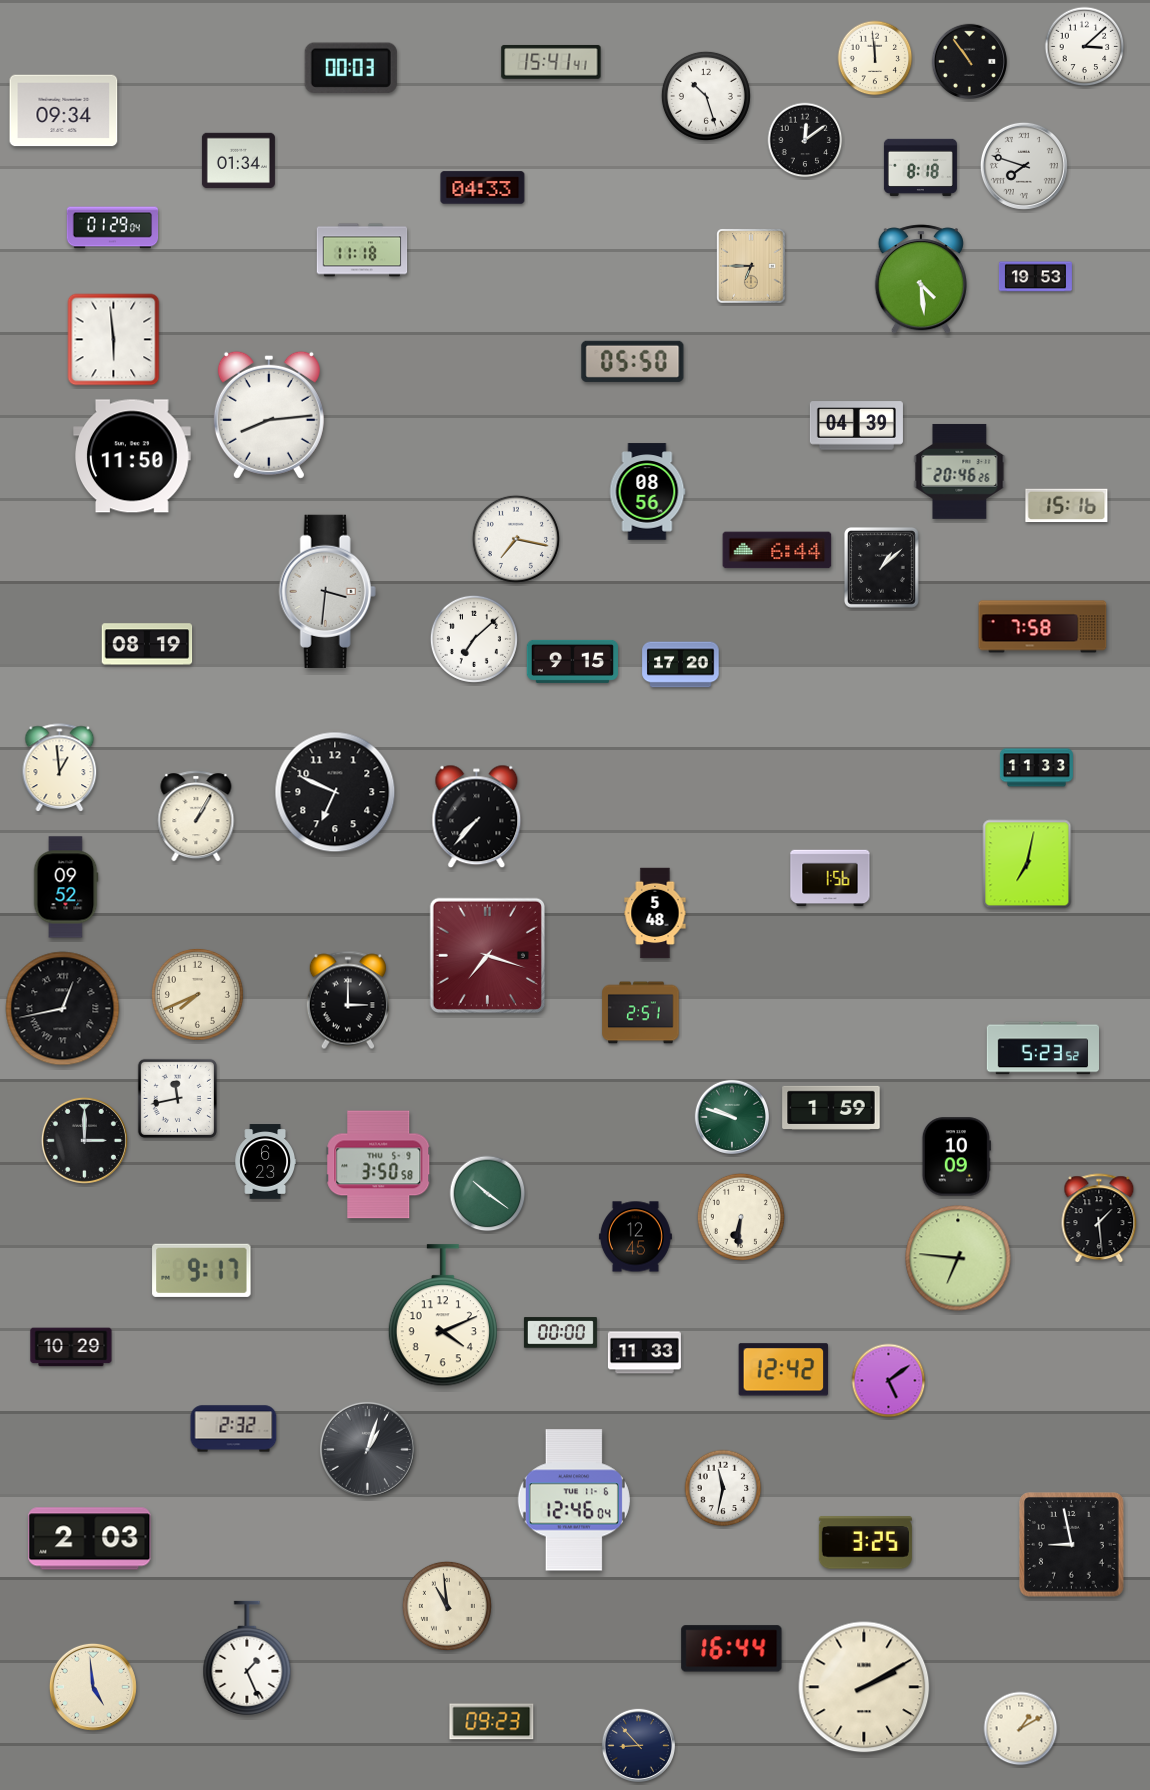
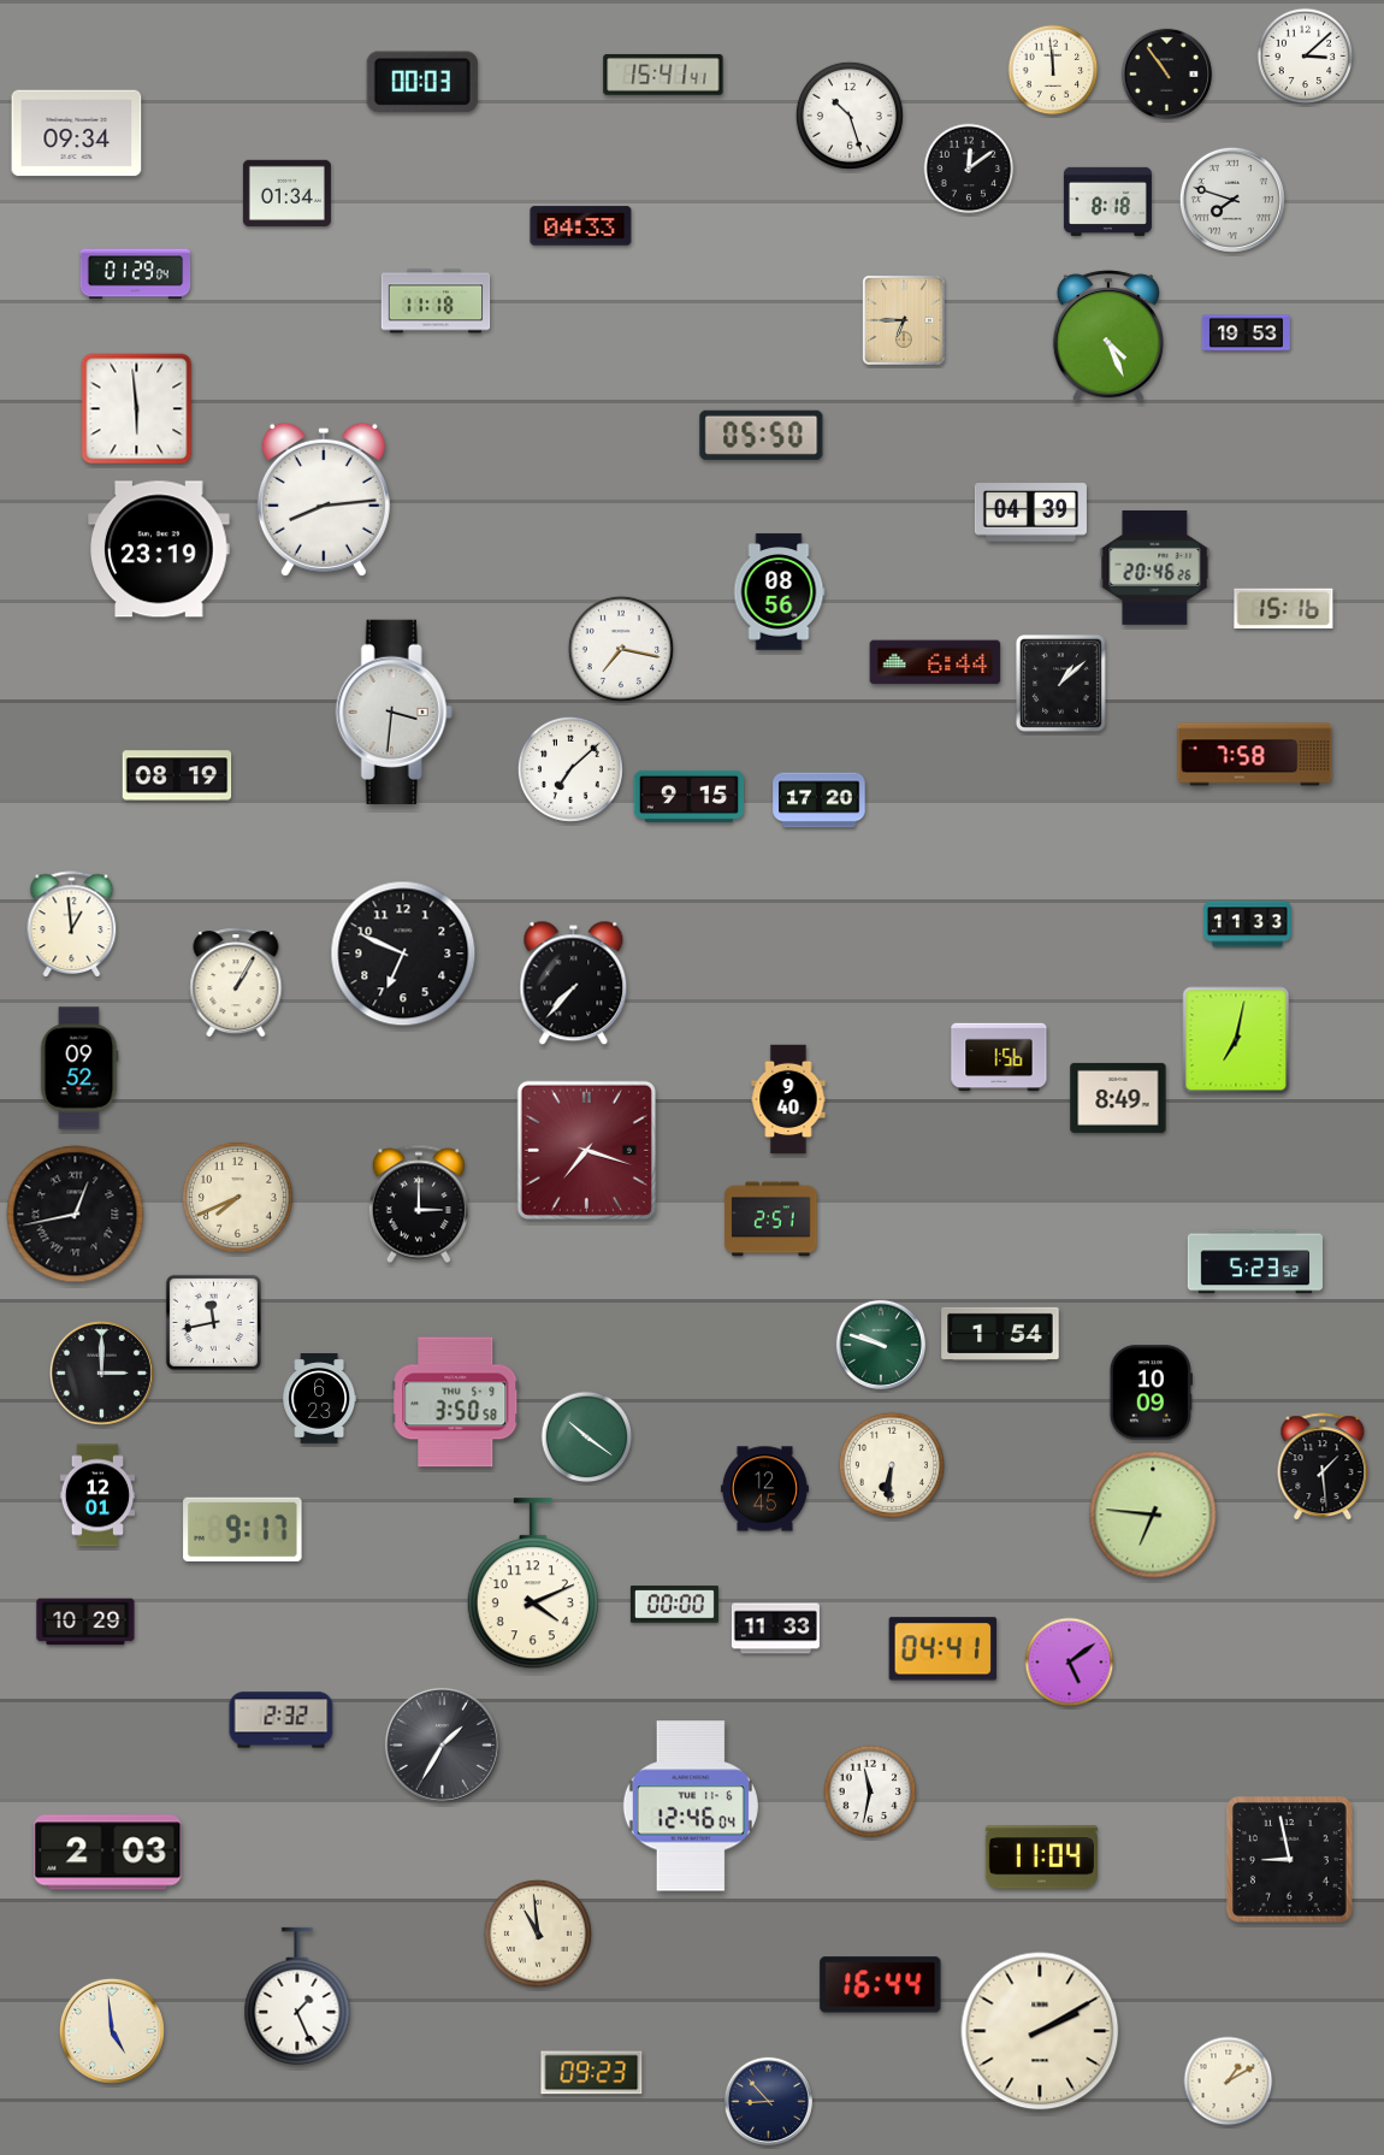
clock at (921, 279): 4:29 -> 4:26
clock at (132, 456): 11:50 -> 23:19
clock at (1118, 1098): none -> 8:49
clock at (655, 913): 5:48 -> 9:40
clock at (831, 1107): 1:59 -> 1:54
clock at (97, 1495): none -> 12:01
clock at (784, 1370): 12:42 -> 04:41
clock at (367, 1449): 1:03 -> 1:35
clock at (865, 1543): 3:25 -> 11:04
